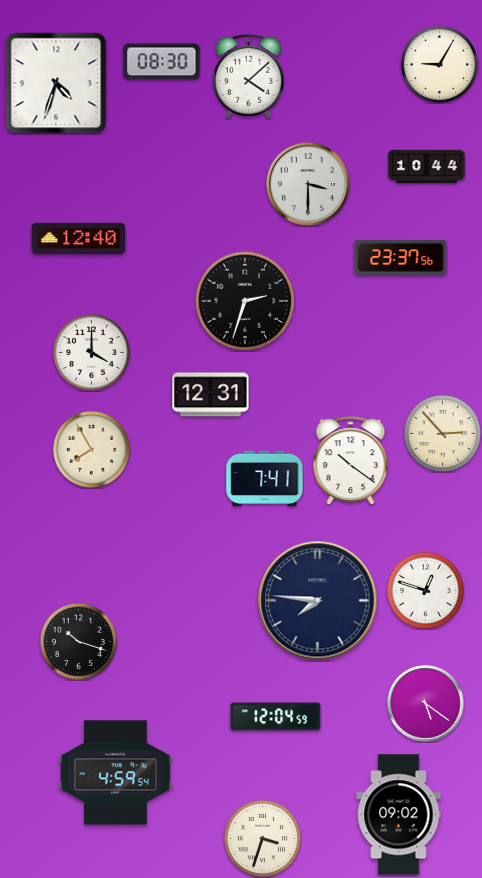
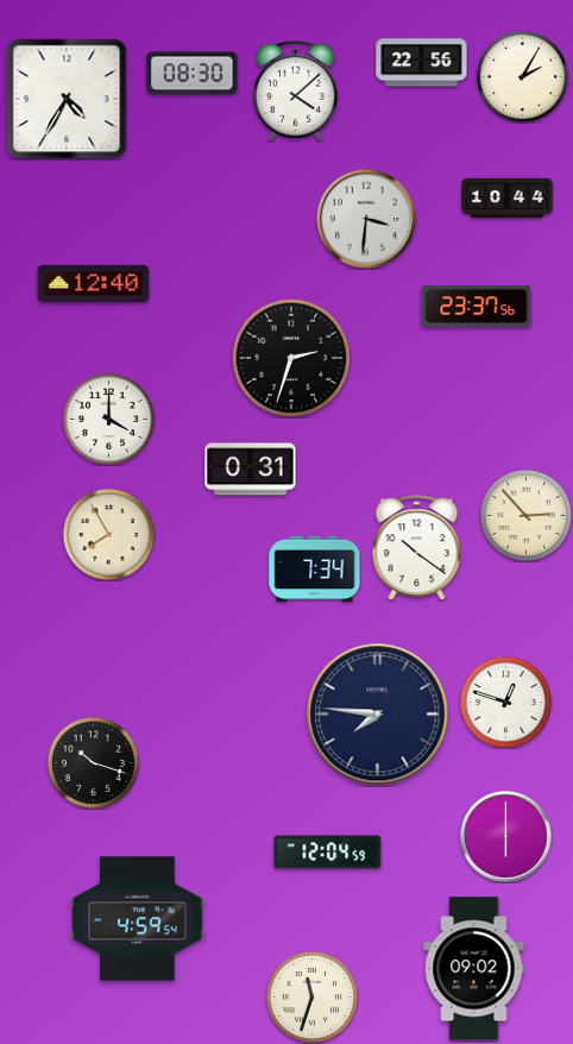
clock at (422, 63): none -> 22:56
clock at (439, 64): 9:05 -> 2:05
clock at (56, 83): 4:33 -> 4:35
clock at (308, 184): 3:30 -> 3:31
clock at (211, 395): 12:31 -> 0:31
clock at (265, 478): 7:41 -> 7:34
clock at (426, 704): 5:21 -> 6:00
clock at (262, 838): 3:33 -> 11:33
